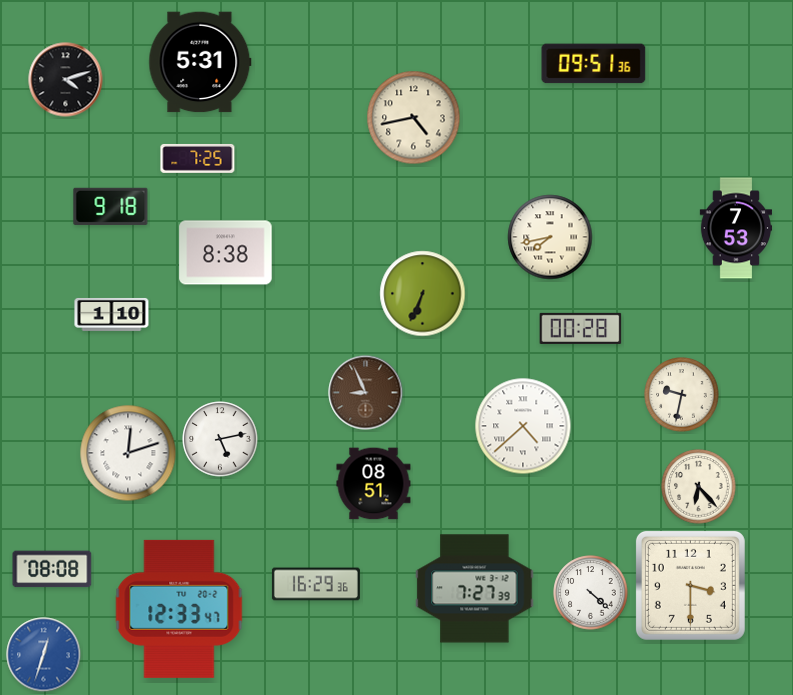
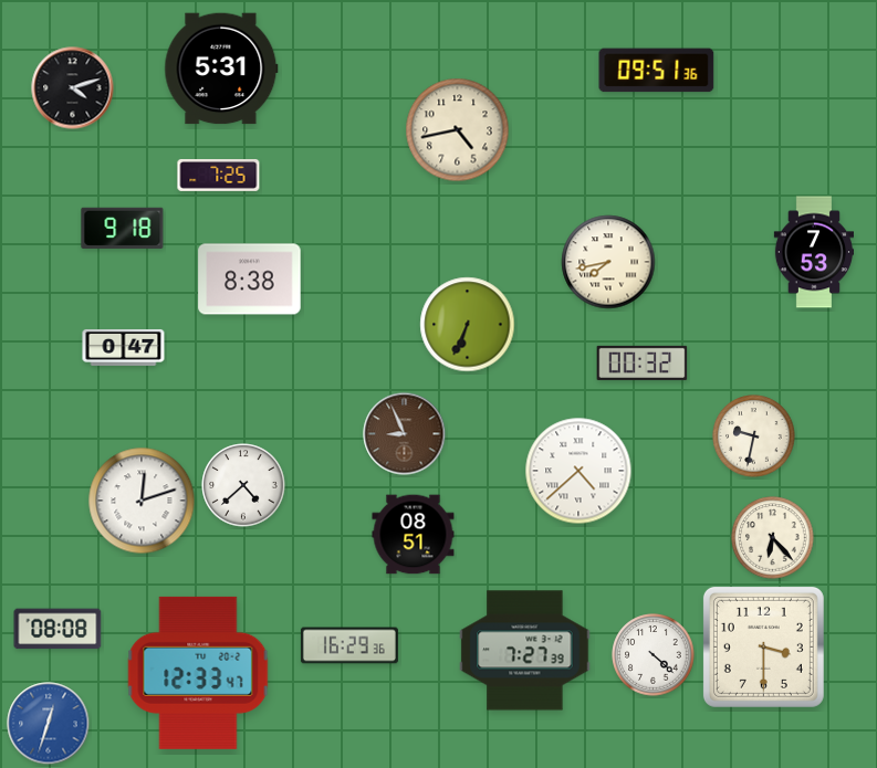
clock at (112, 314): 1:10 -> 0:47
clock at (581, 328): 00:28 -> 00:32
clock at (220, 439): 5:13 -> 4:38
